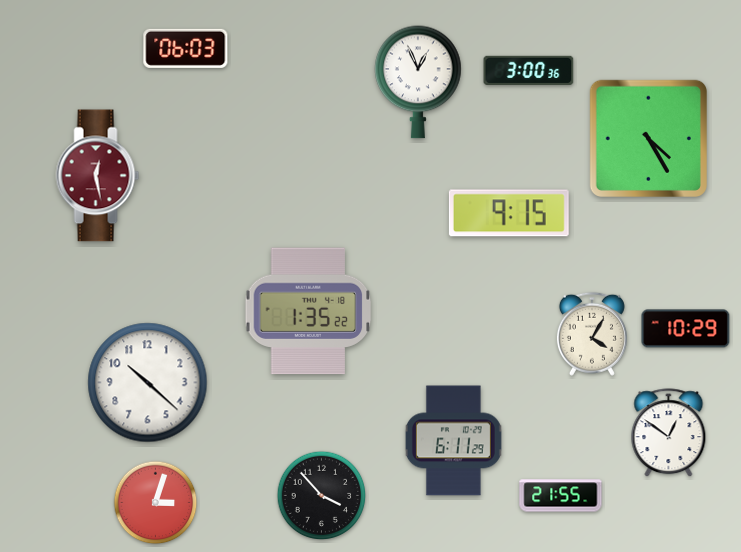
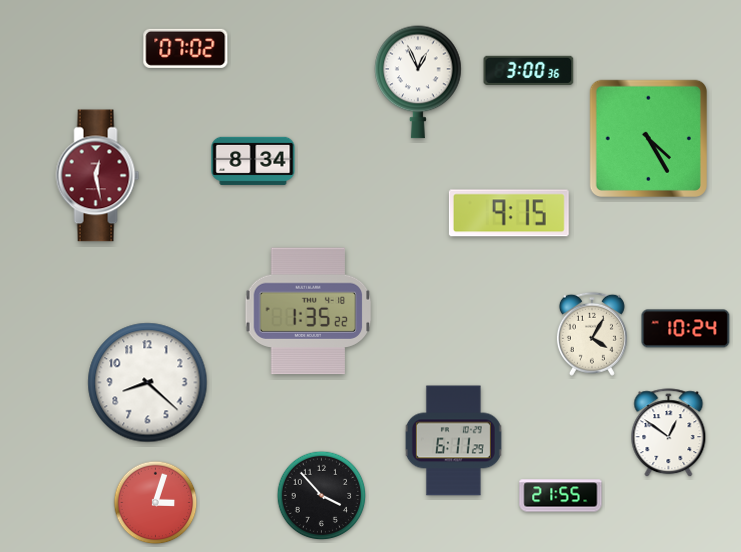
clock at (186, 48): 06:03 -> 07:02
clock at (253, 161): none -> 8:34
clock at (686, 329): 10:29 -> 10:24
clock at (148, 383): 10:22 -> 8:22
